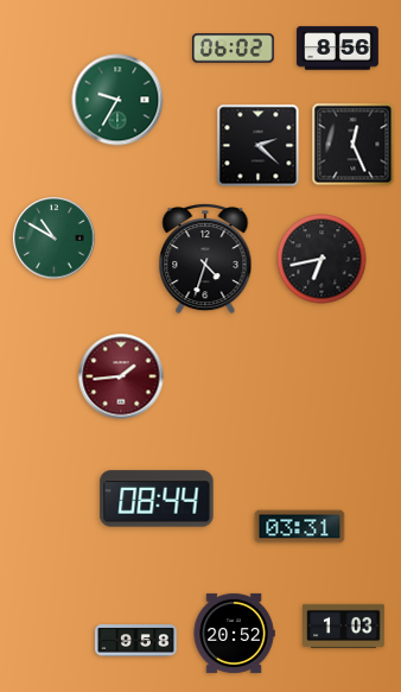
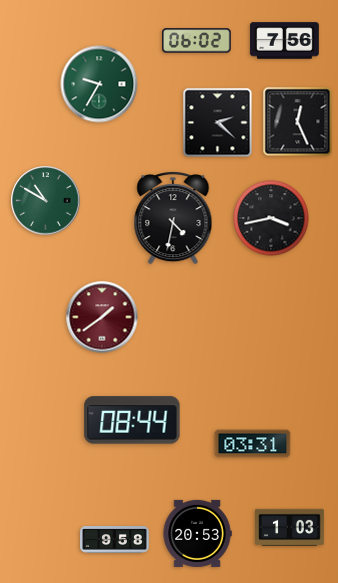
clock at (338, 49): 8:56 -> 7:56
clock at (322, 259): 6:43 -> 3:43
clock at (205, 260): 4:33 -> 4:32
clock at (121, 376): 1:44 -> 1:39
clock at (234, 633): 20:52 -> 20:53
